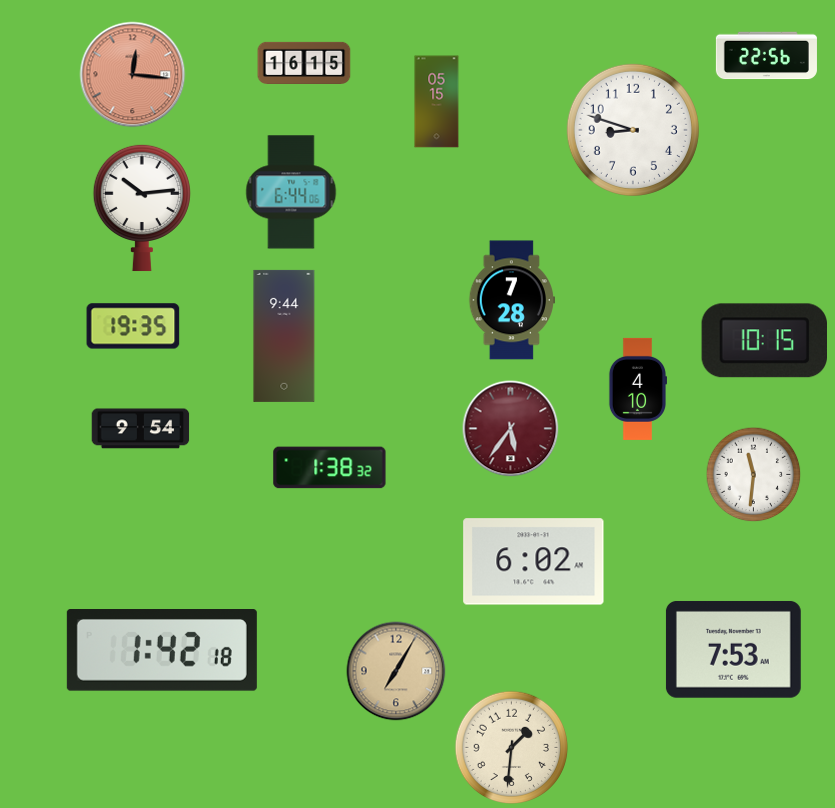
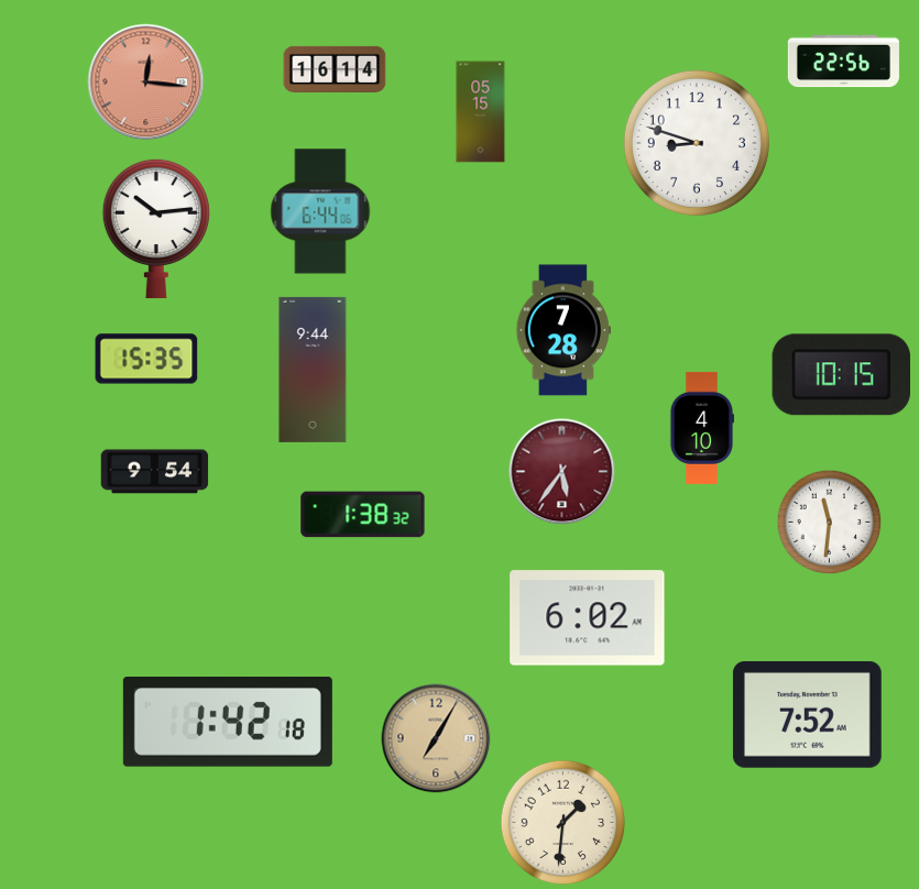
clock at (304, 63): 16:15 -> 16:14
clock at (133, 326): 19:35 -> 15:35
clock at (733, 649): 7:53 -> 7:52
clock at (162, 651) position: (162, 651) -> (228, 723)
